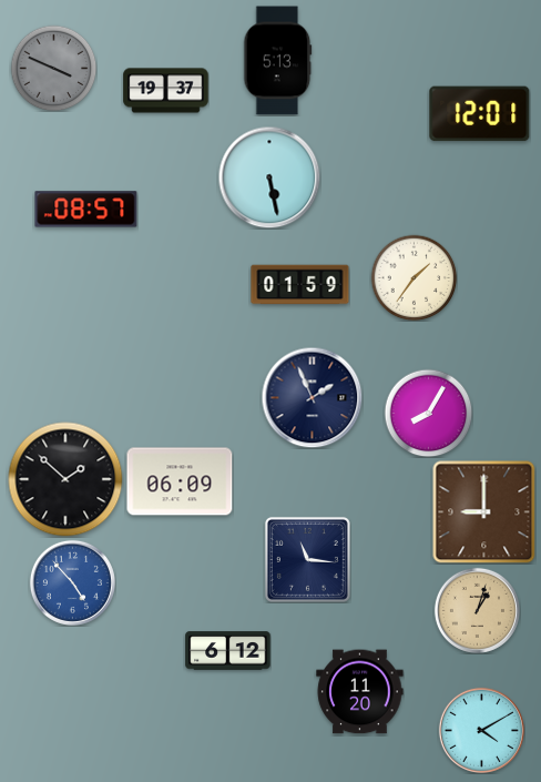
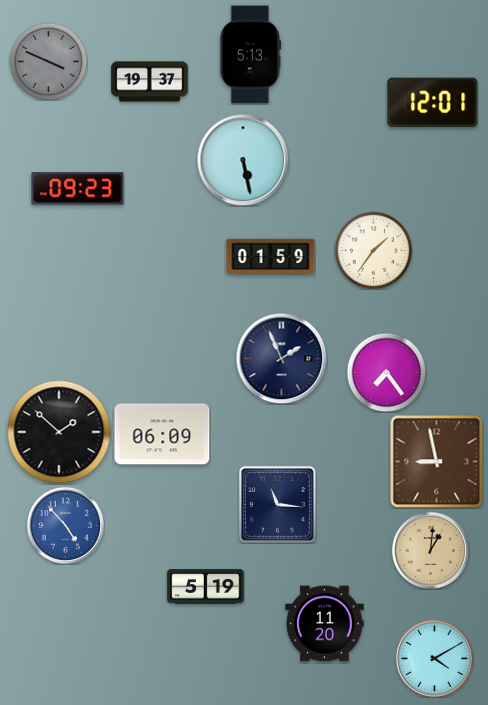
clock at (86, 210): 08:57 -> 09:23
clock at (428, 413): 8:05 -> 7:24
clock at (483, 511): 9:00 -> 8:58
clock at (477, 610): 1:03 -> 1:01
clock at (228, 651): 6:12 -> 5:19
